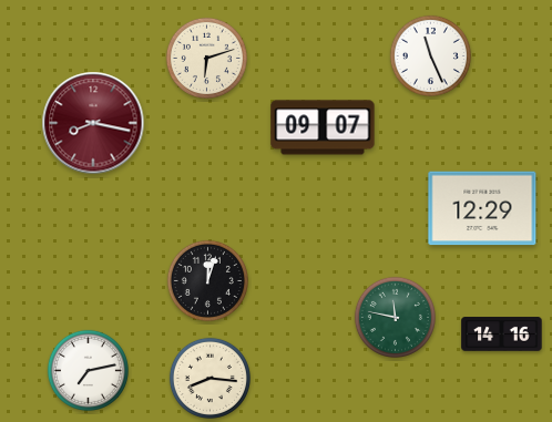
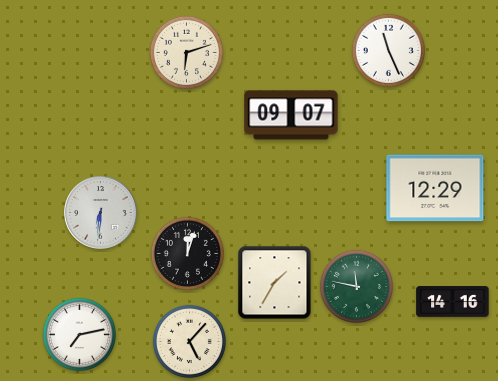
clock at (93, 123): 8:17 -> none
clock at (101, 213): none -> 6:31
clock at (275, 283): none -> 1:35
clock at (209, 378): 8:16 -> 5:07
